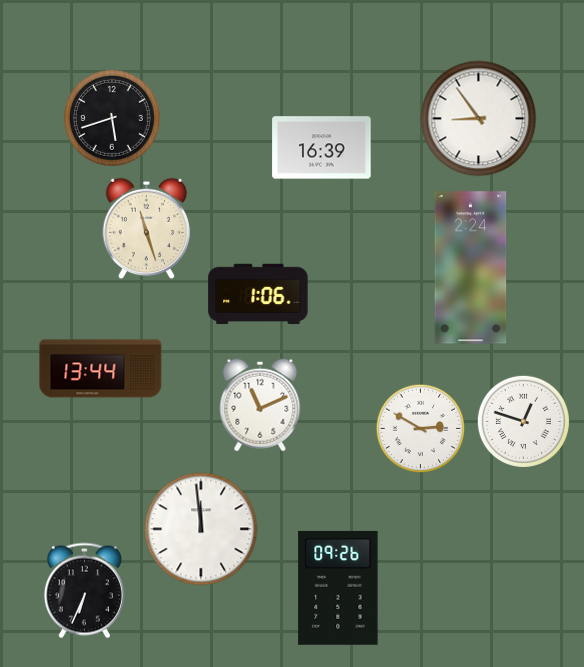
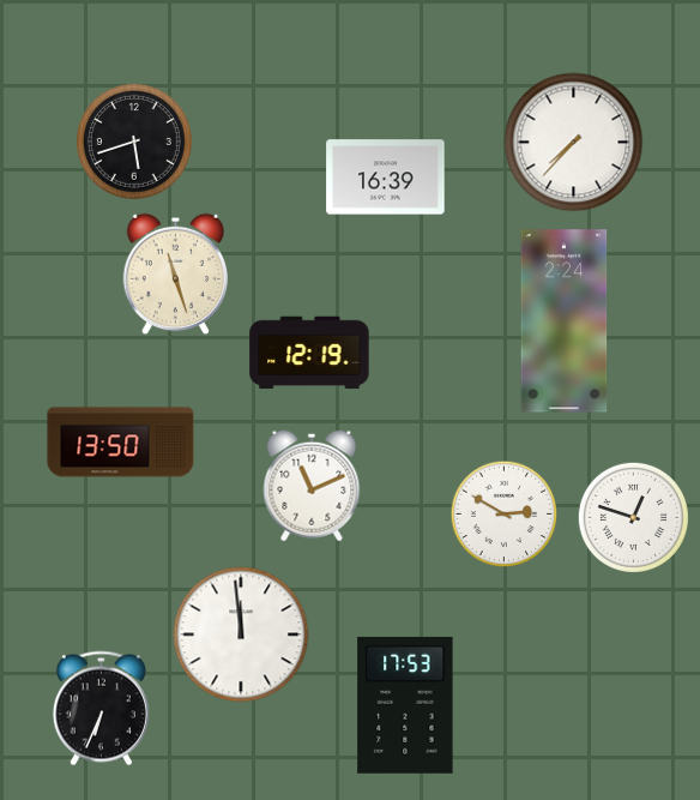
clock at (479, 119): 8:54 -> 7:37
clock at (258, 294): 1:06 -> 12:19
clock at (101, 369): 13:44 -> 13:50
clock at (523, 421) position: (523, 421) -> (633, 517)
clock at (338, 588): 09:26 -> 17:53
